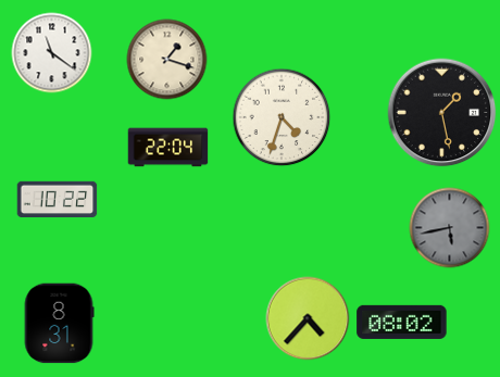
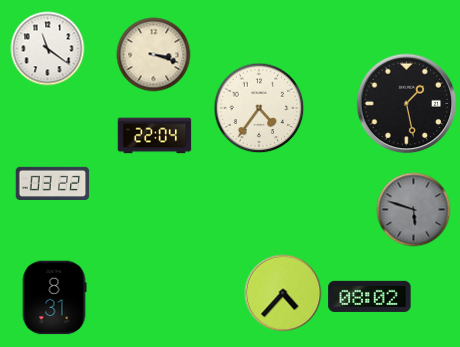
clock at (167, 60): 1:18 -> 3:18
clock at (282, 117): 4:33 -> 4:36
clock at (58, 200): 10:22 -> 03:22
clock at (450, 228): 5:43 -> 5:48
